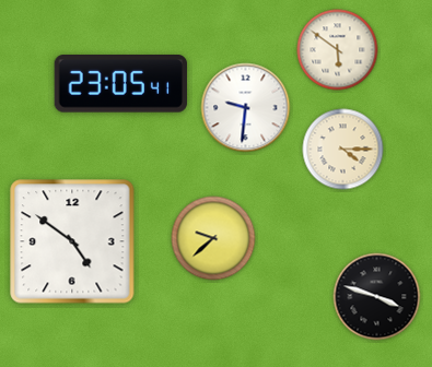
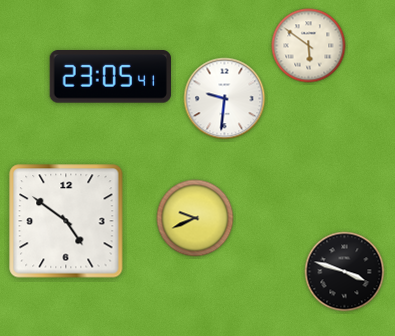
clock at (343, 150): 4:15 -> none
clock at (213, 238): 9:38 -> 9:41
